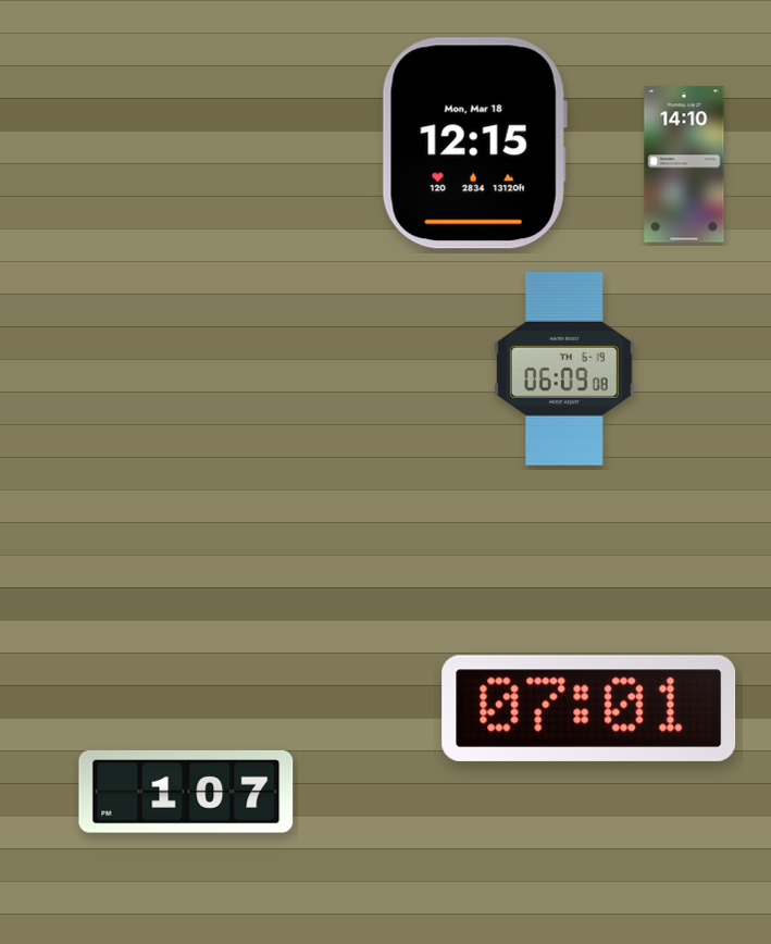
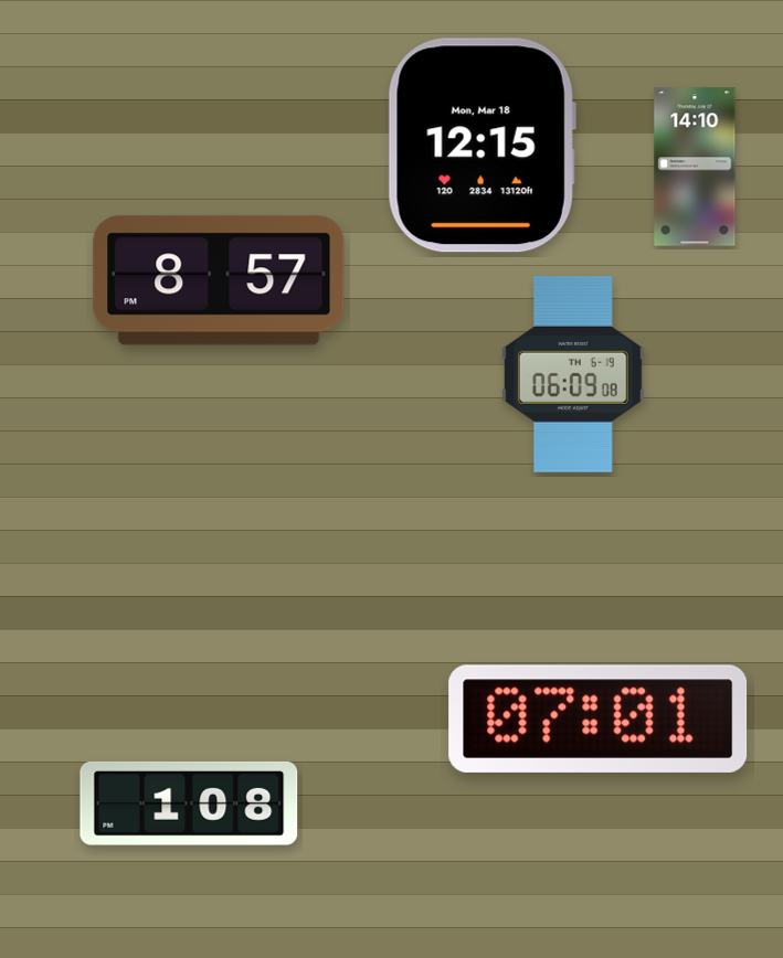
clock at (219, 280): none -> 8:57
clock at (186, 792): 1:07 -> 1:08
